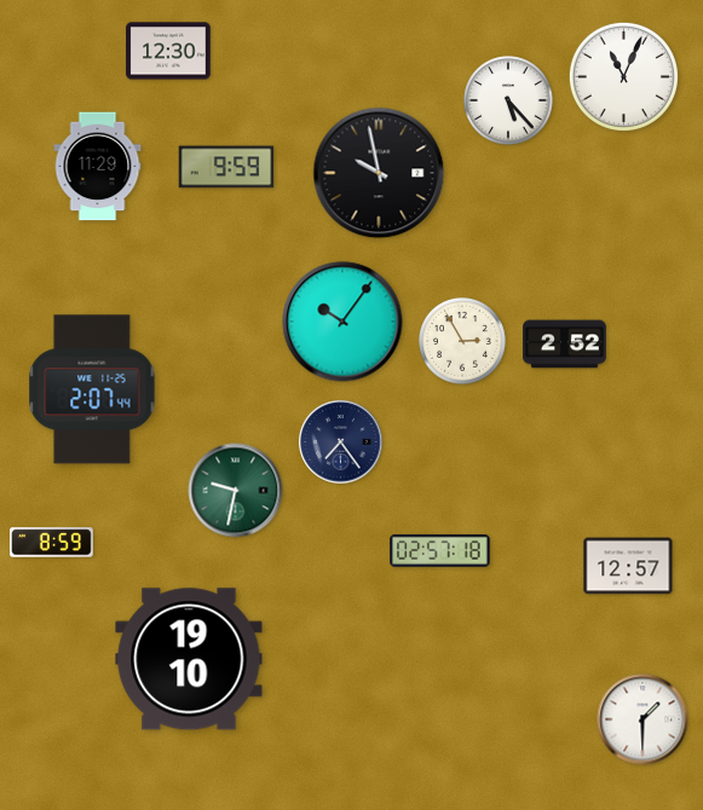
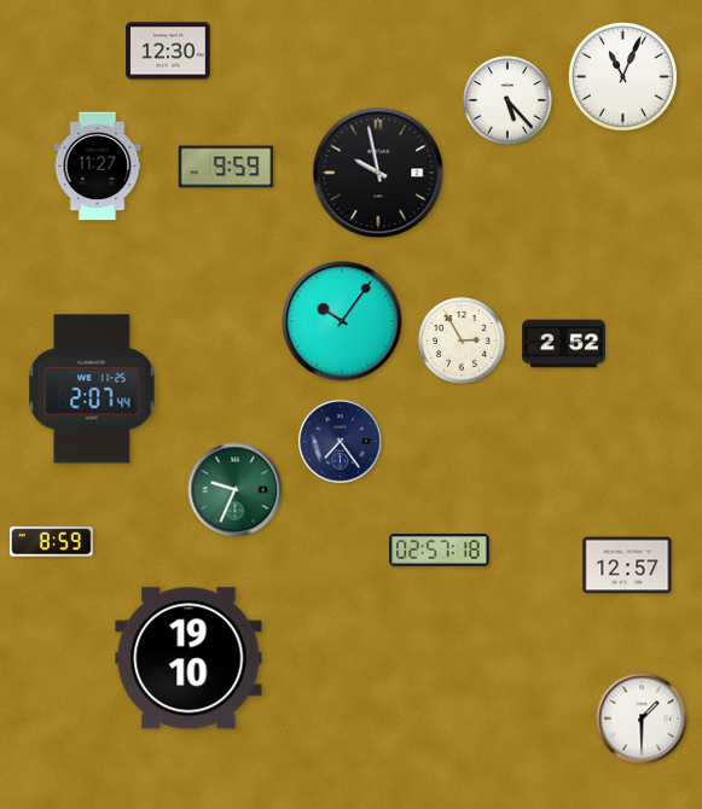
clock at (98, 167): 11:29 -> 11:27
clock at (236, 491): 9:32 -> 9:34
